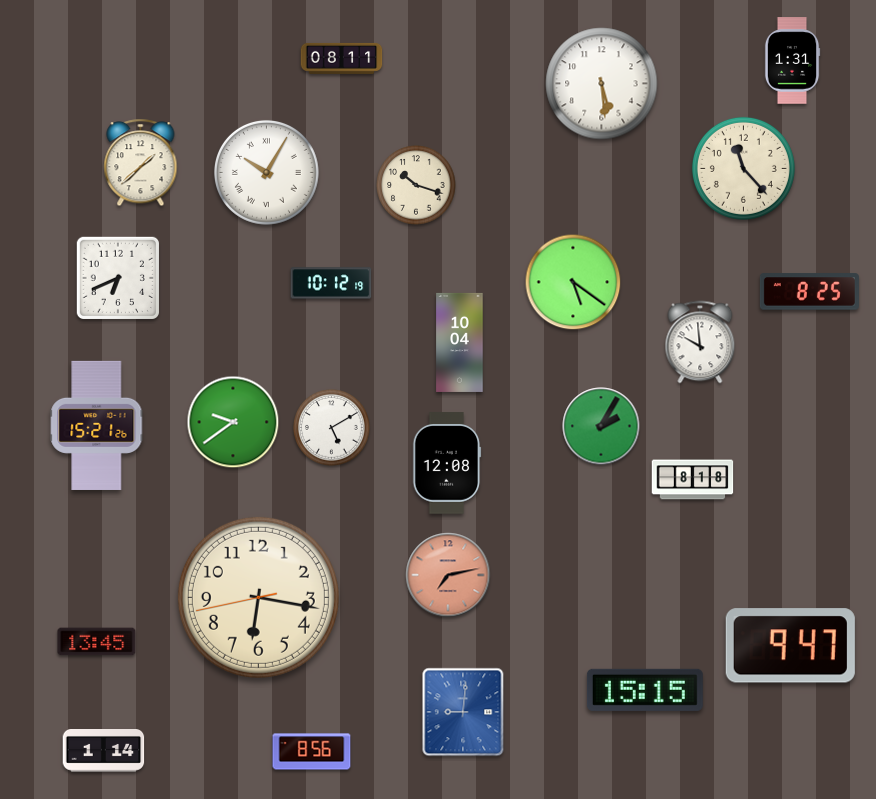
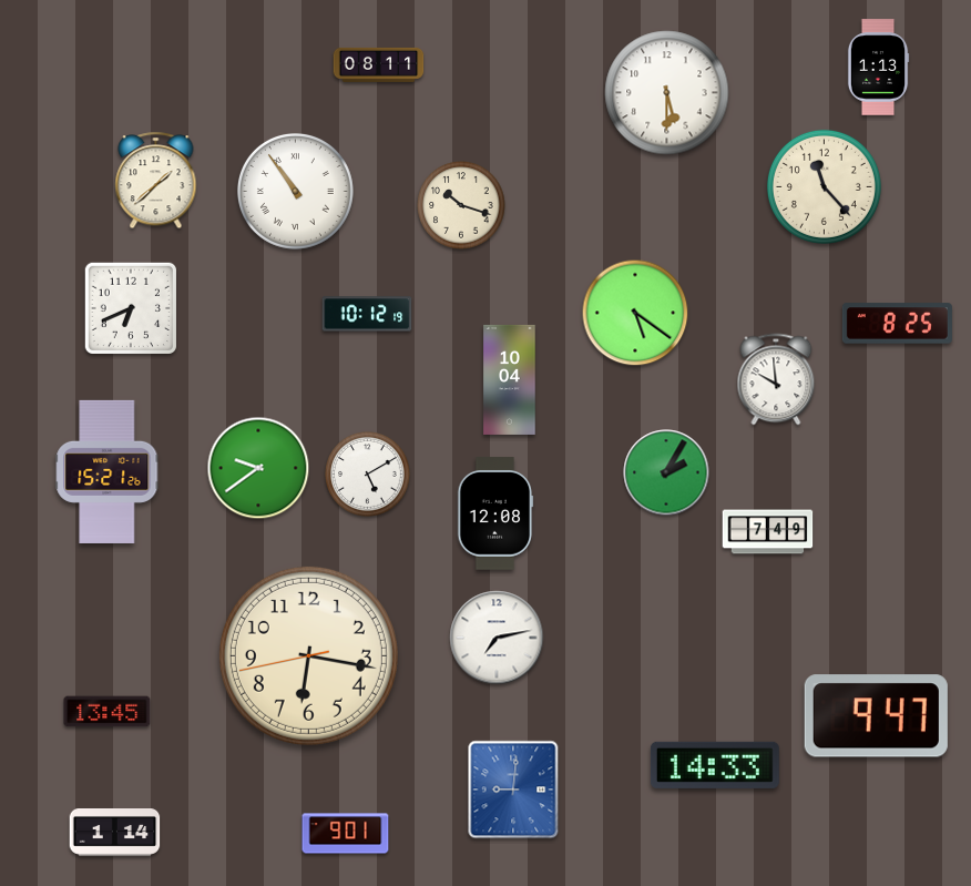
clock at (792, 61): 1:31 -> 1:13
clock at (602, 84): 5:29 -> 5:30
clock at (266, 172): 10:05 -> 10:54
clock at (693, 480): 8:18 -> 7:49
clock at (448, 575) dial: salmon -> white
clock at (258, 597) position: (258, 597) -> (308, 655)
clock at (645, 690): 15:15 -> 14:33
clock at (312, 752): 8:56 -> 9:01
